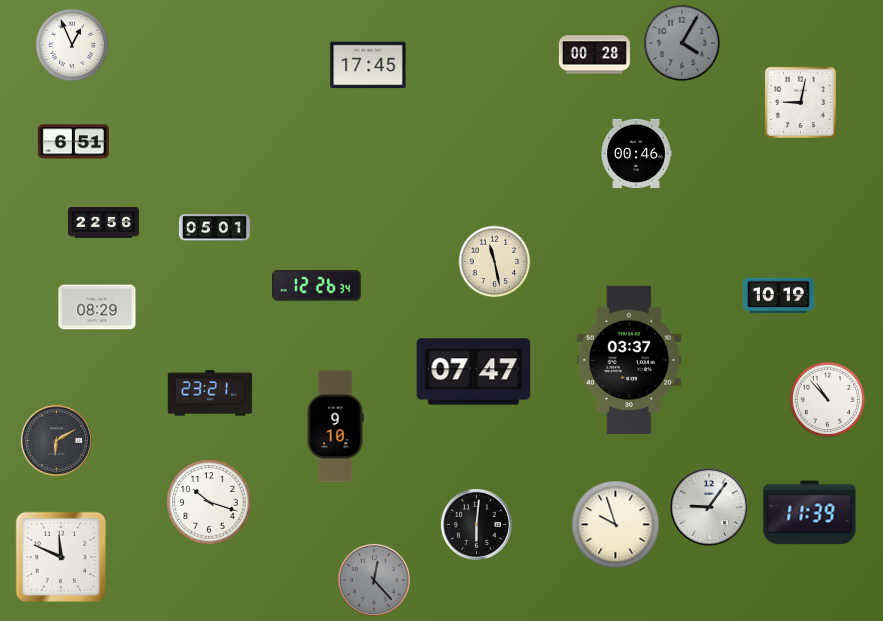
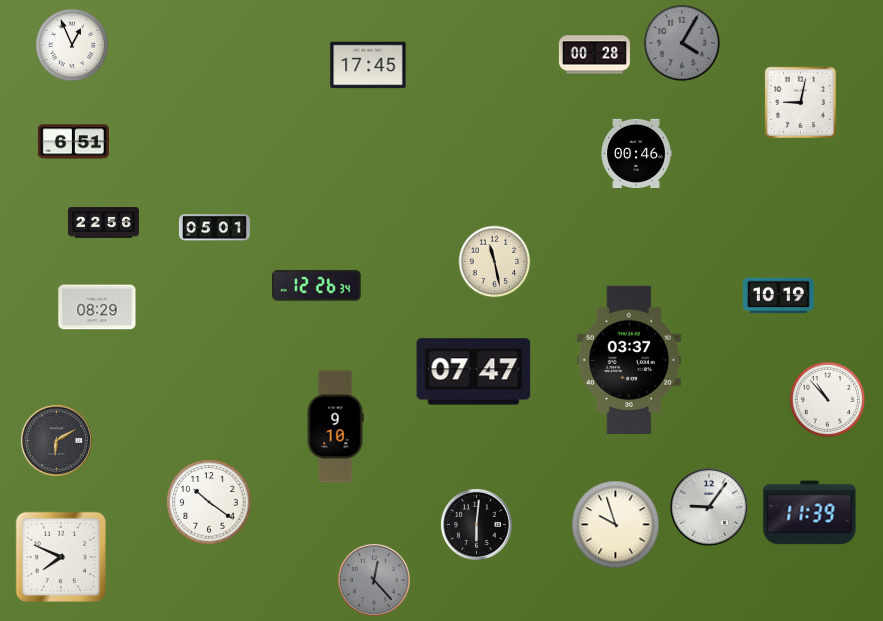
clock at (210, 393): 23:21 -> none
clock at (209, 502): 10:18 -> 10:21
clock at (61, 557): 11:49 -> 7:49
